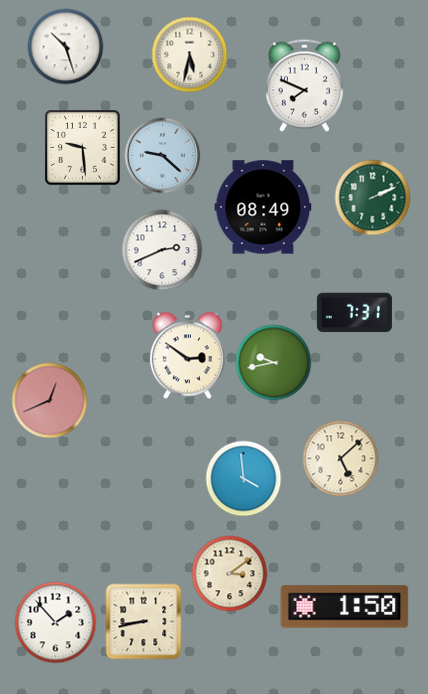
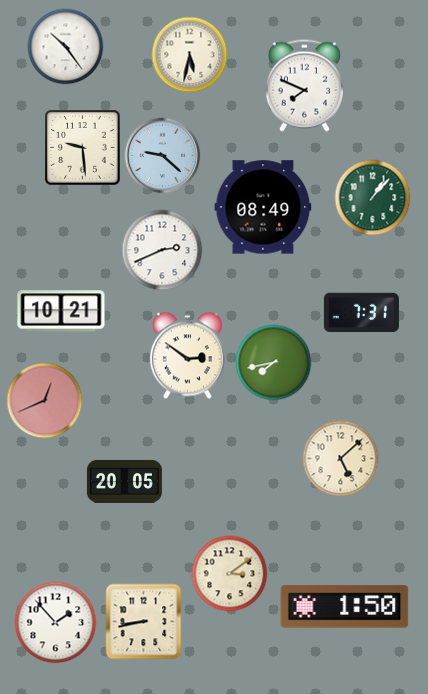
clock at (66, 47): 10:27 -> 10:24
clock at (373, 198): 2:11 -> 1:07
clock at (61, 311): none -> 10:21
clock at (354, 313) position: (354, 313) -> (361, 313)
clock at (274, 363): 9:43 -> 7:43
clock at (50, 401) position: (50, 401) -> (45, 401)
clock at (244, 479): 3:59 -> none
clock at (124, 481): none -> 20:05
